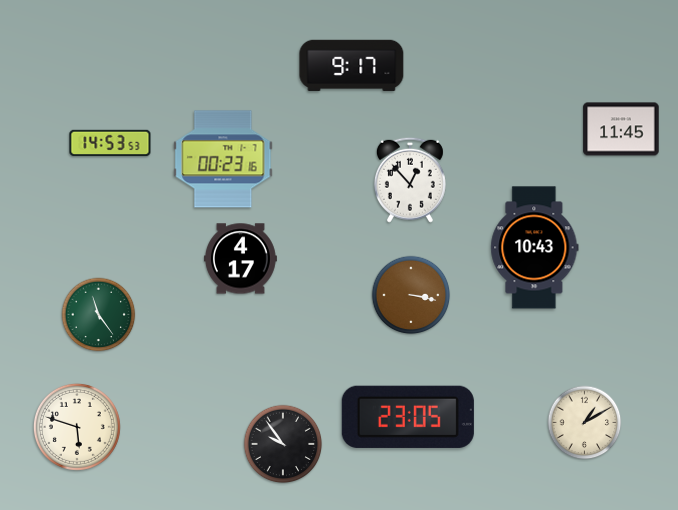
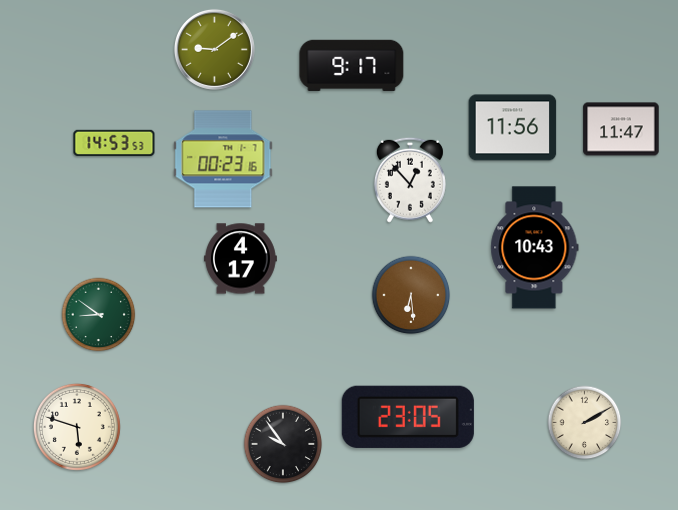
clock at (214, 49): none -> 9:09
clock at (513, 128): none -> 11:56
clock at (621, 129): 11:45 -> 11:47
clock at (110, 143) position: (110, 143) -> (114, 143)
clock at (411, 295): 3:17 -> 6:29
clock at (99, 315): 11:24 -> 8:51
clock at (585, 423): 1:10 -> 2:10
